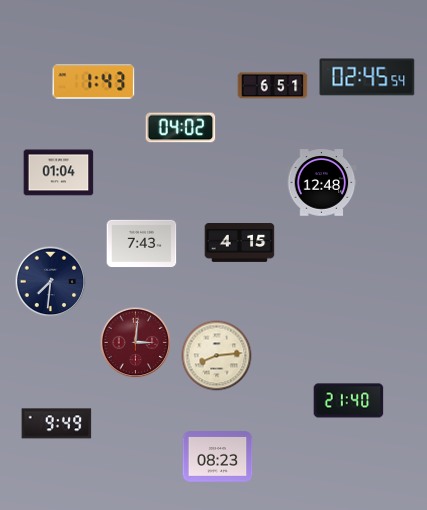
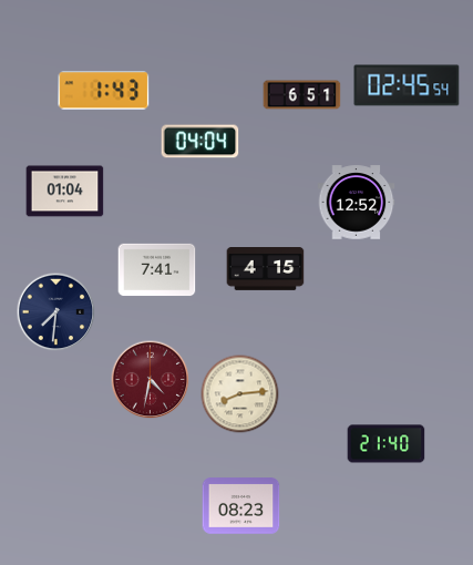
clock at (181, 128): 04:02 -> 04:04
clock at (322, 183): 12:48 -> 12:52
clock at (142, 244): 7:43 -> 7:41
clock at (136, 343): 3:01 -> 4:32
clock at (57, 424): 9:49 -> none
